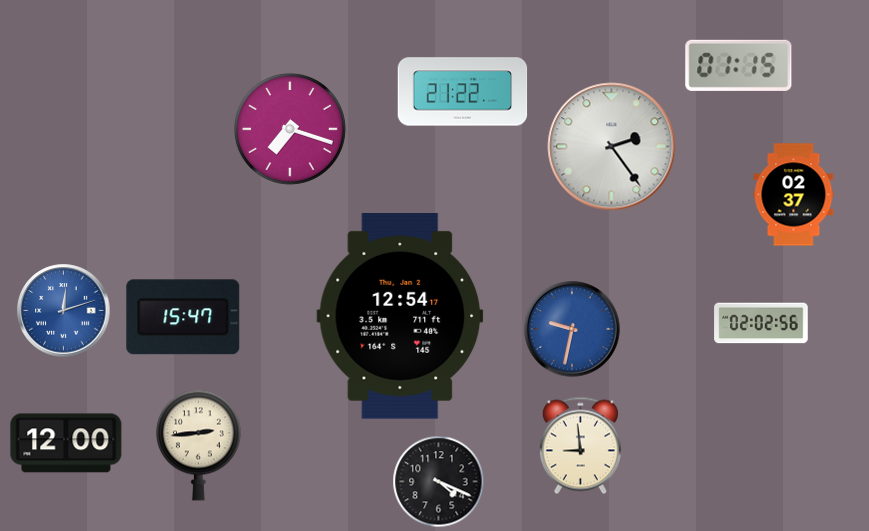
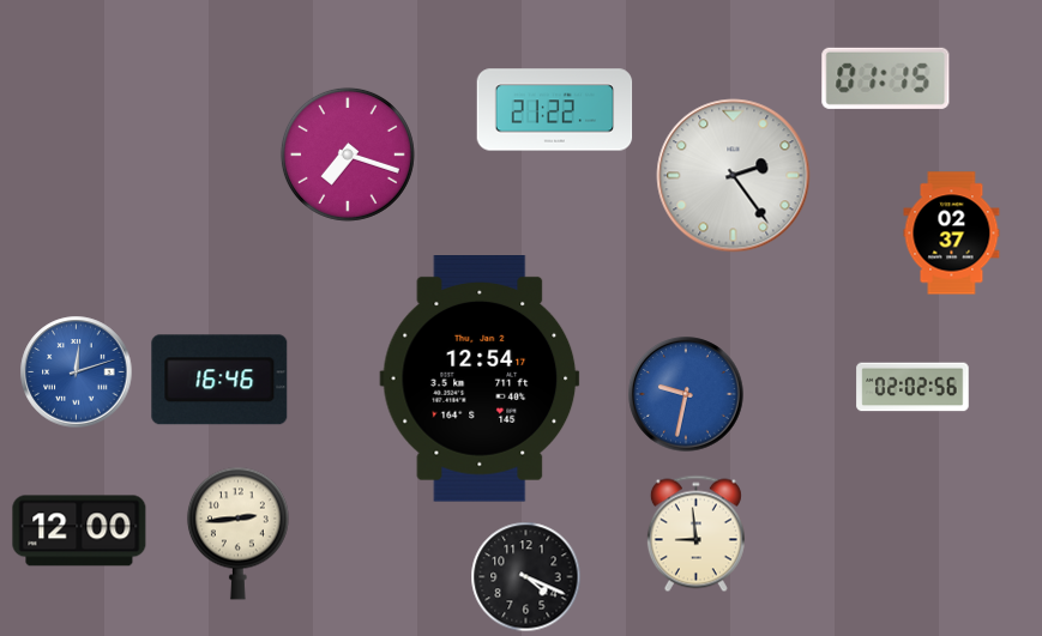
clock at (183, 317): 15:47 -> 16:46
